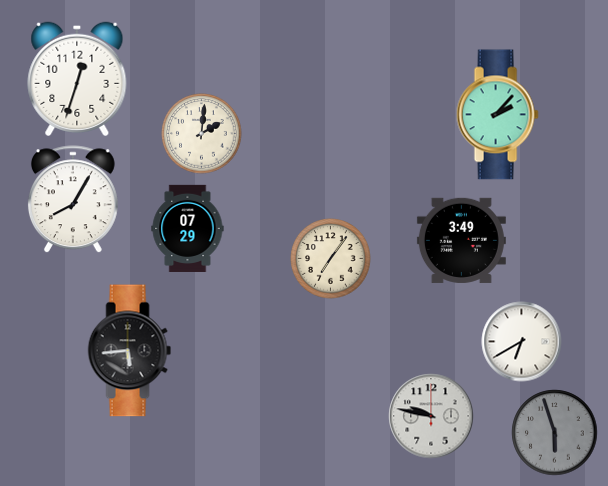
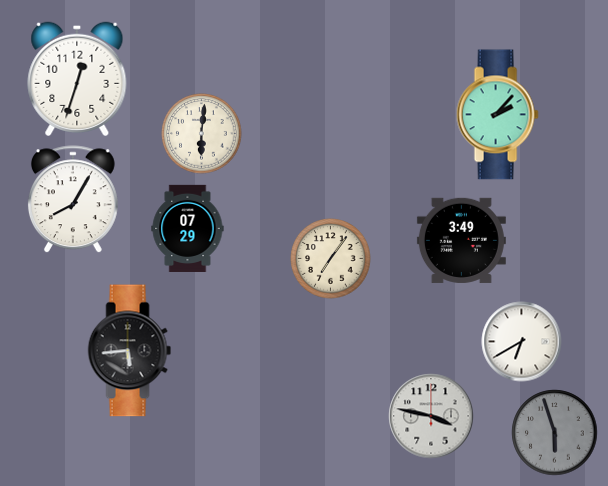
clock at (202, 134): 2:01 -> 6:01
clock at (431, 416): 9:47 -> 3:47
